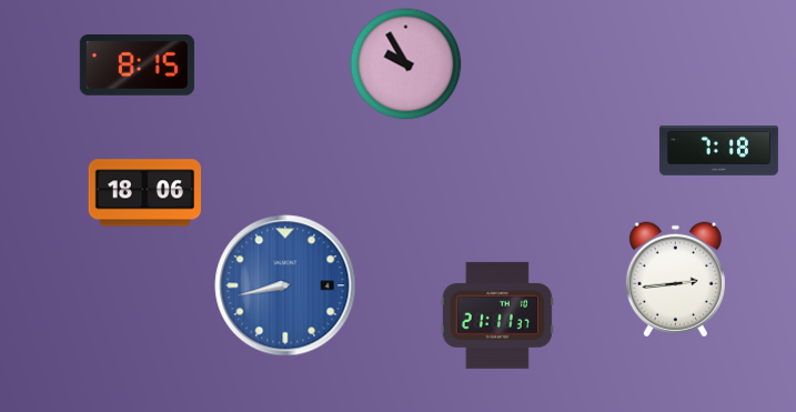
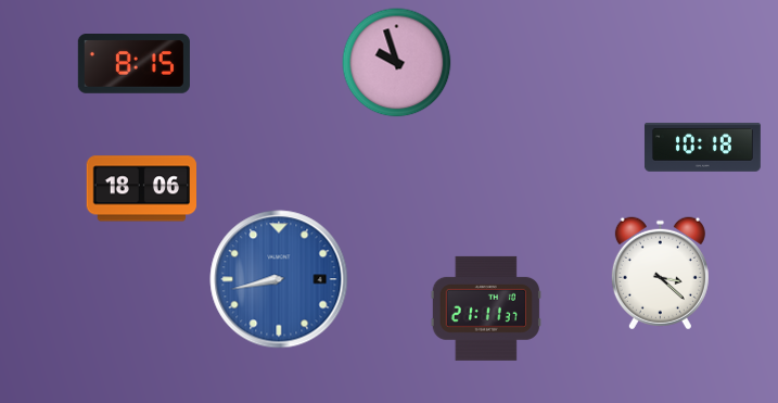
clock at (406, 64): 9:55 -> 9:57
clock at (718, 151): 7:18 -> 10:18
clock at (675, 280): 2:44 -> 3:22
